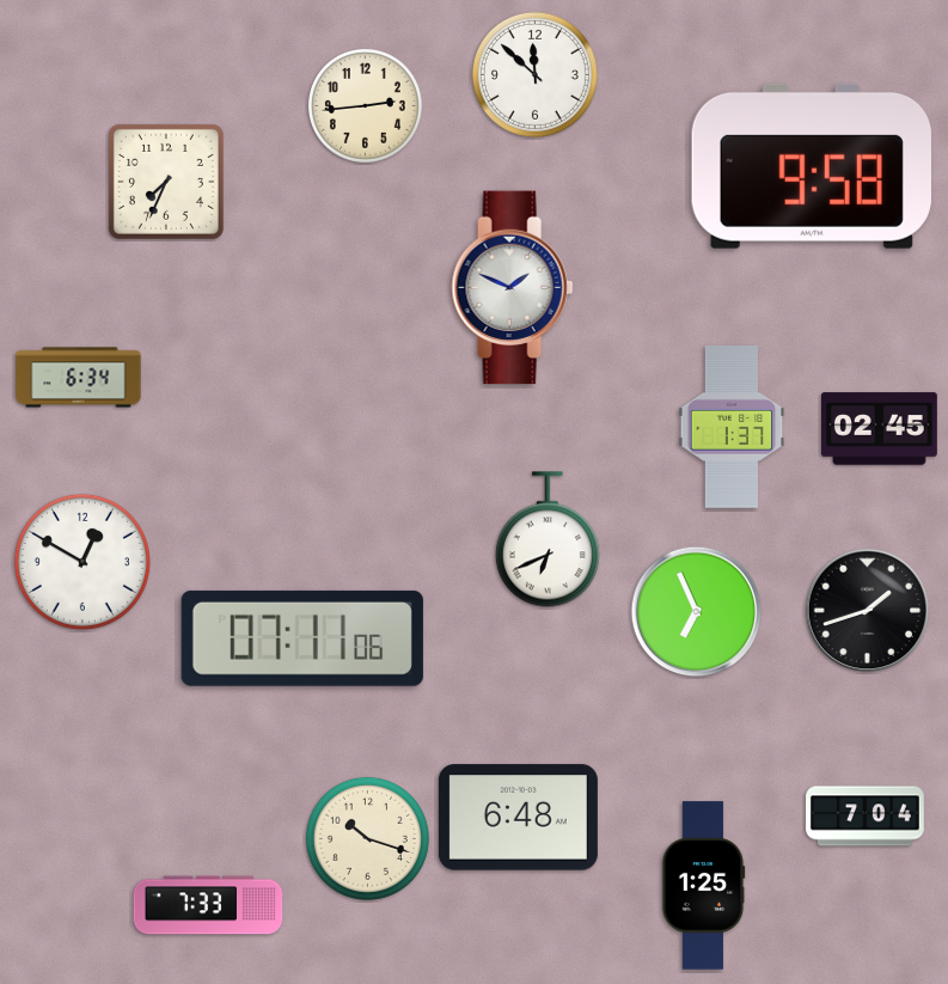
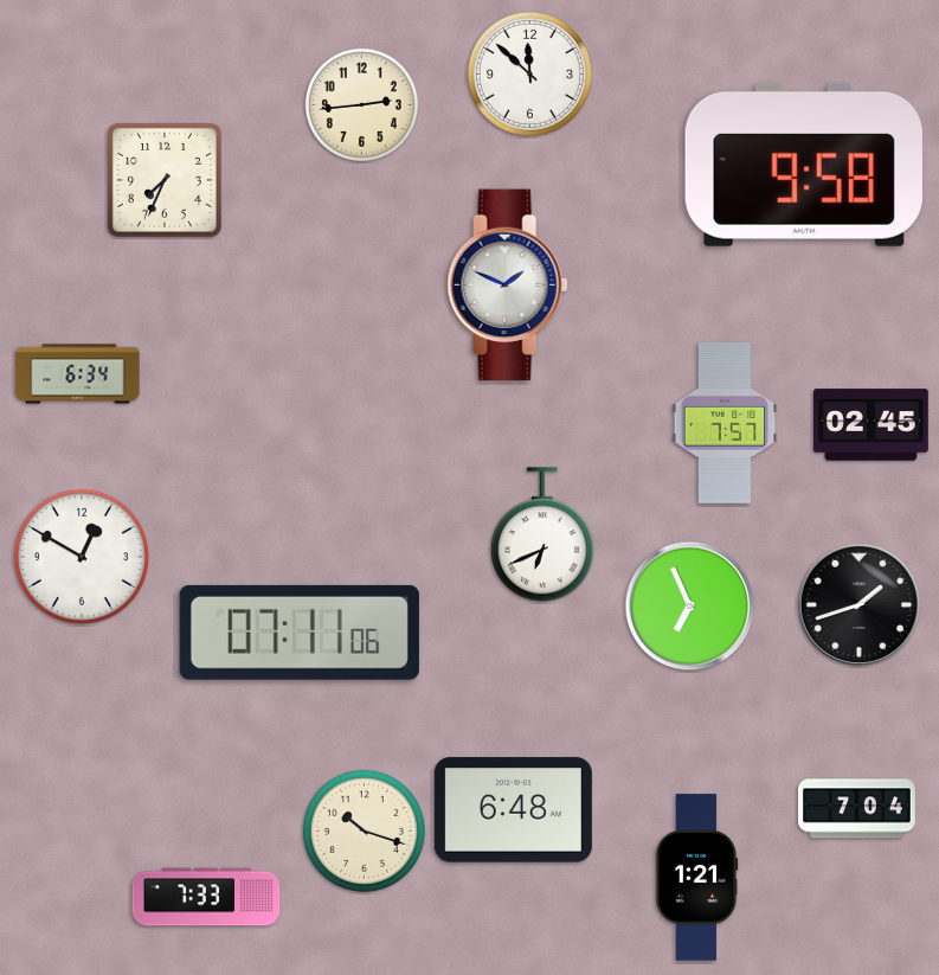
clock at (732, 427): 1:37 -> 7:57
clock at (704, 886): 1:25 -> 1:21
